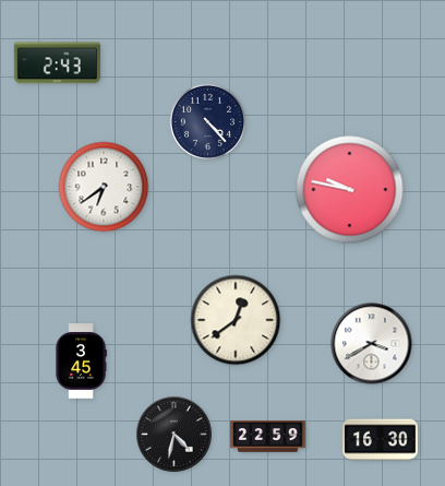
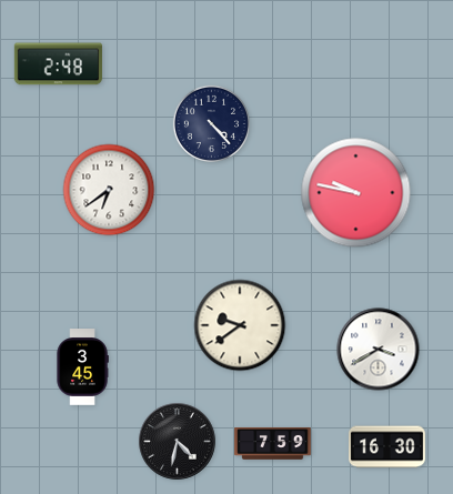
clock at (57, 63): 2:43 -> 2:48
clock at (104, 187) position: (104, 187) -> (109, 190)
clock at (236, 320): 12:39 -> 9:39
clock at (268, 437): 22:59 -> 7:59
